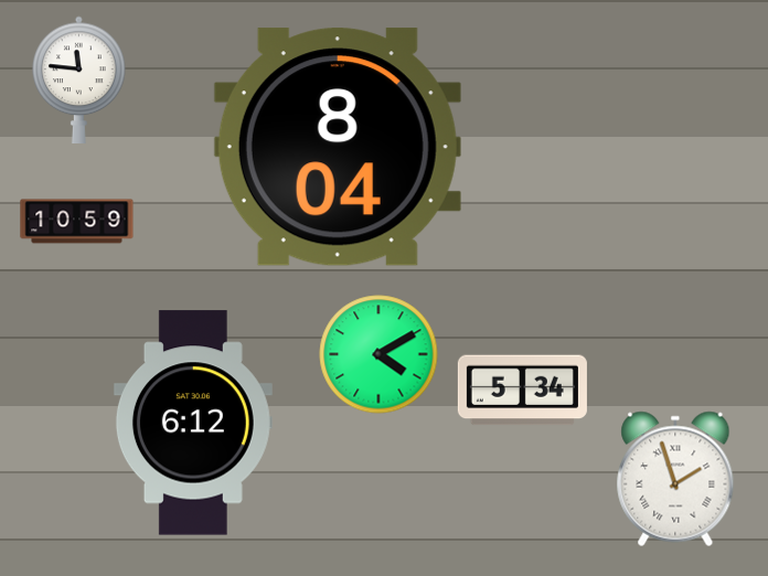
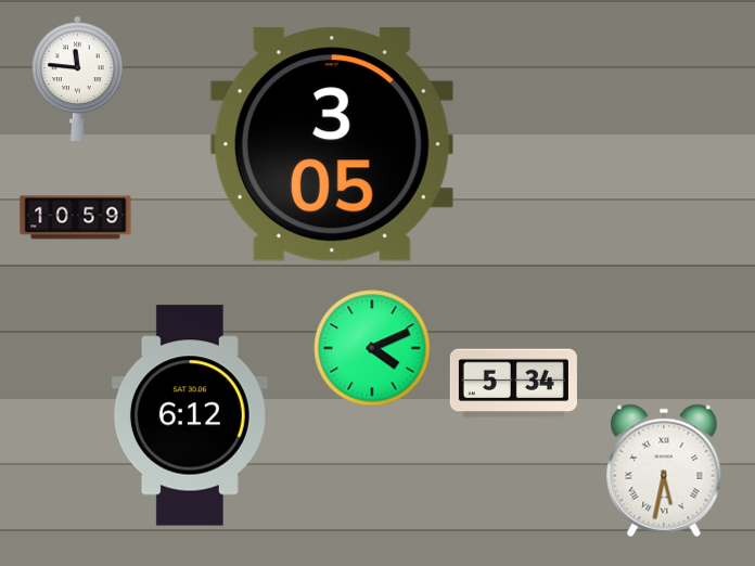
clock at (338, 147): 8:04 -> 3:05
clock at (378, 354): 4:10 -> 4:11
clock at (675, 479): 1:57 -> 5:32
